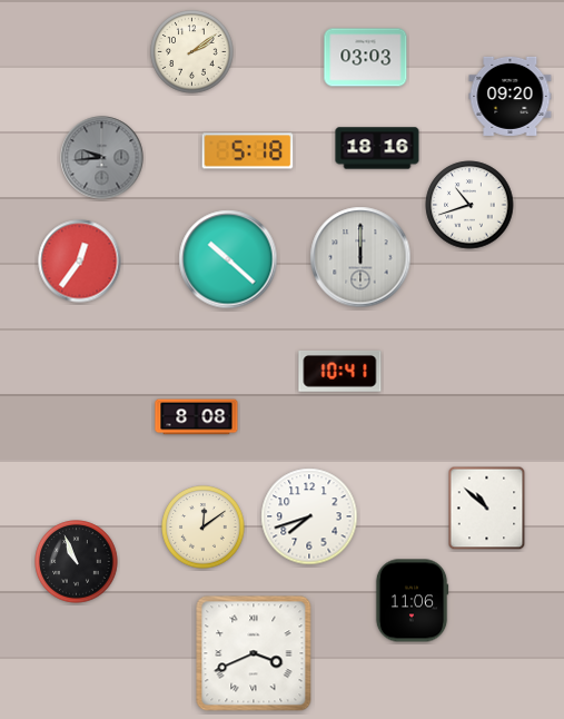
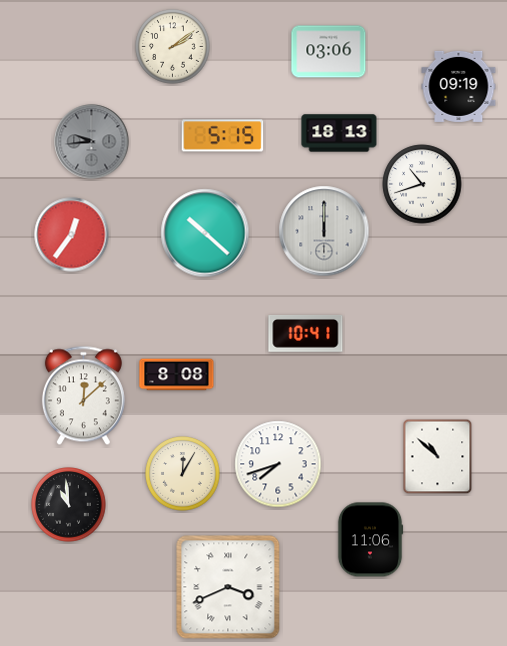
clock at (366, 58): 03:03 -> 03:06
clock at (511, 96): 09:20 -> 09:19
clock at (377, 148): 18:16 -> 18:13
clock at (248, 151): 5:18 -> 5:15
clock at (83, 396): none -> 12:08
clock at (204, 528): 12:09 -> 12:05
clock at (77, 562): 10:56 -> 10:59
